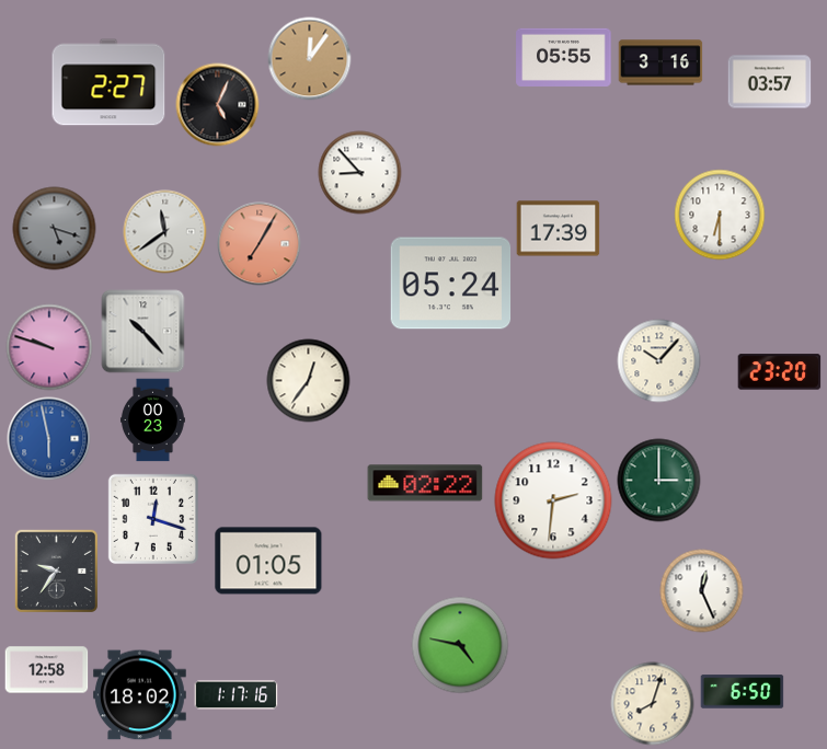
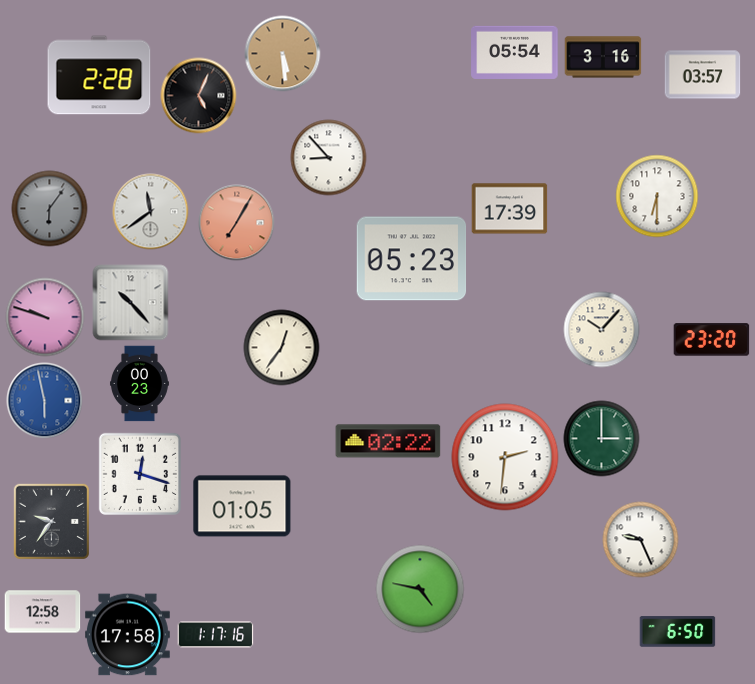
clock at (564, 57): 05:55 -> 05:54
clock at (310, 59): 12:06 -> 5:29
clock at (108, 82): 2:27 -> 2:28
clock at (55, 229): 5:18 -> 6:06
clock at (451, 284): 05:24 -> 05:23
clock at (268, 561) position: (268, 561) -> (242, 506)
clock at (702, 591): 12:26 -> 9:26
clock at (140, 695): 18:02 -> 17:58
clock at (653, 704): 8:03 -> none
